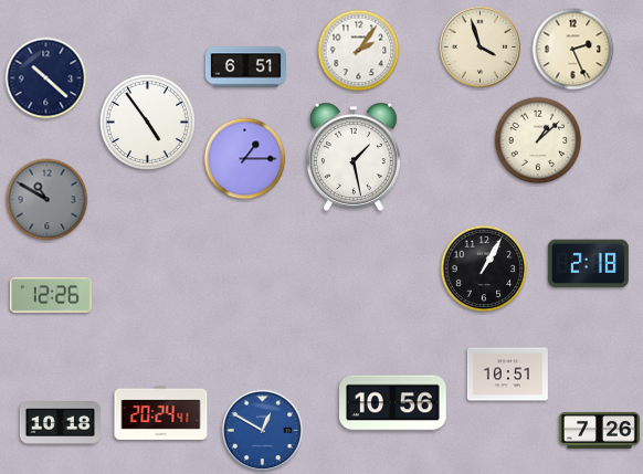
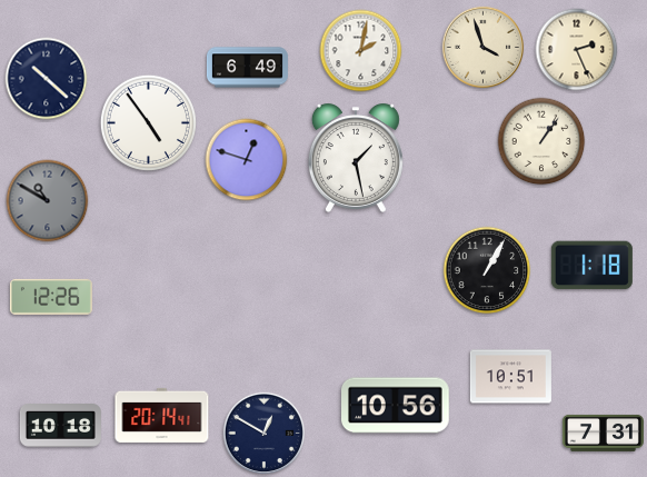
clock at (359, 51): 2:06 -> 2:02
clock at (245, 67): 6:51 -> 6:49
clock at (538, 140): 1:08 -> 1:06
clock at (245, 159): 1:15 -> 12:48
clock at (588, 264): 2:18 -> 1:18
clock at (161, 412): 20:24 -> 20:14
clock at (599, 430): 7:26 -> 7:31
clock at (263, 431) dial: blue -> navy
